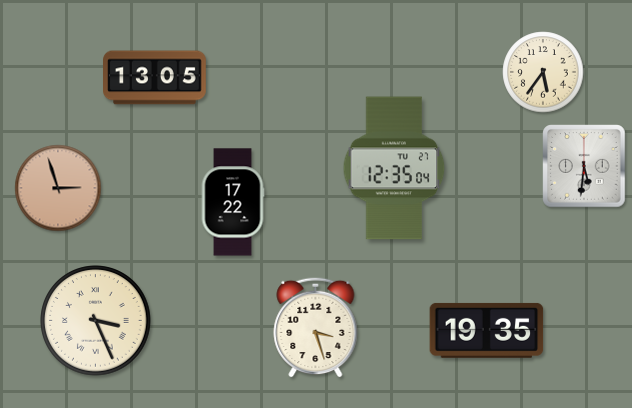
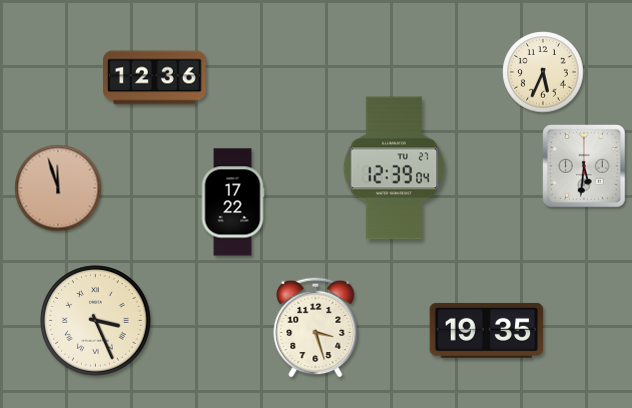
clock at (543, 72): 5:36 -> 5:34
clock at (155, 78): 13:05 -> 12:36
clock at (394, 168): 12:35 -> 12:39
clock at (58, 188): 2:57 -> 11:57
